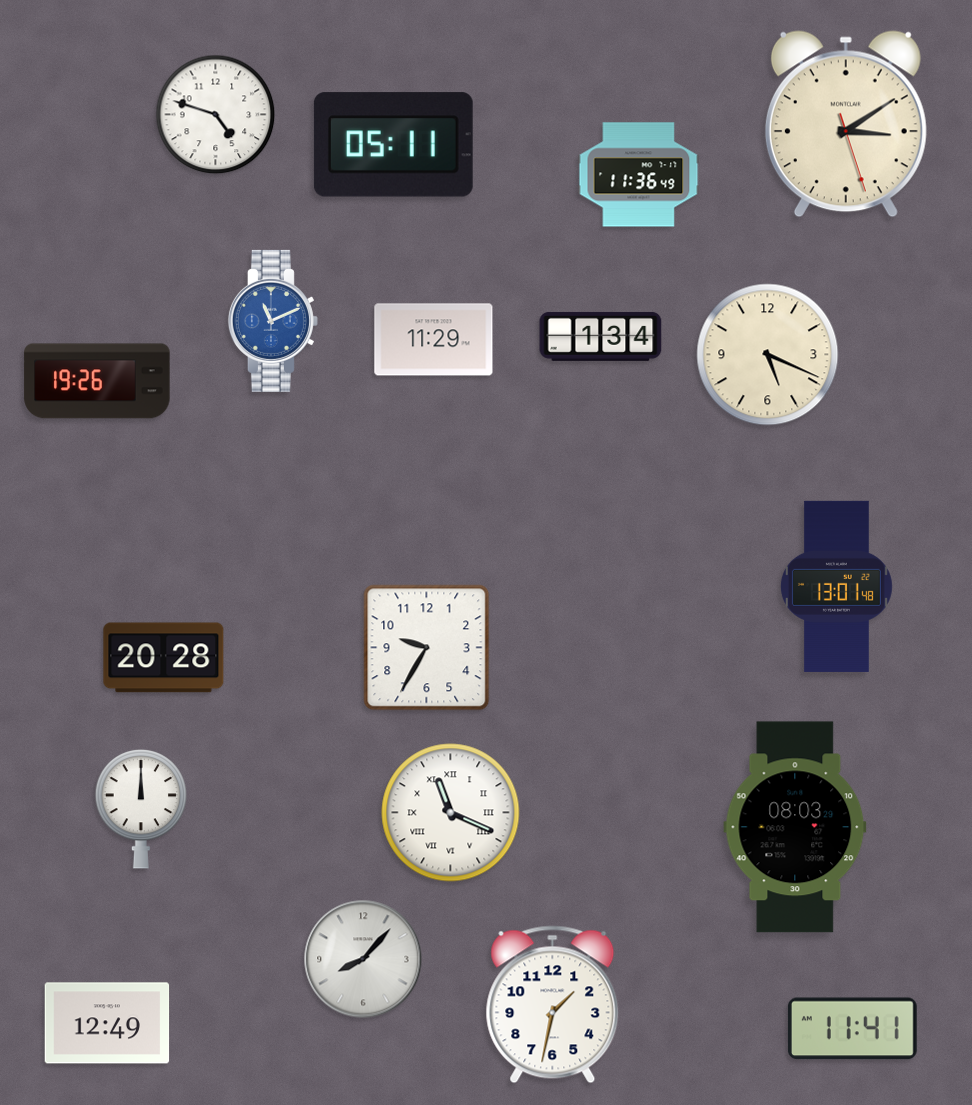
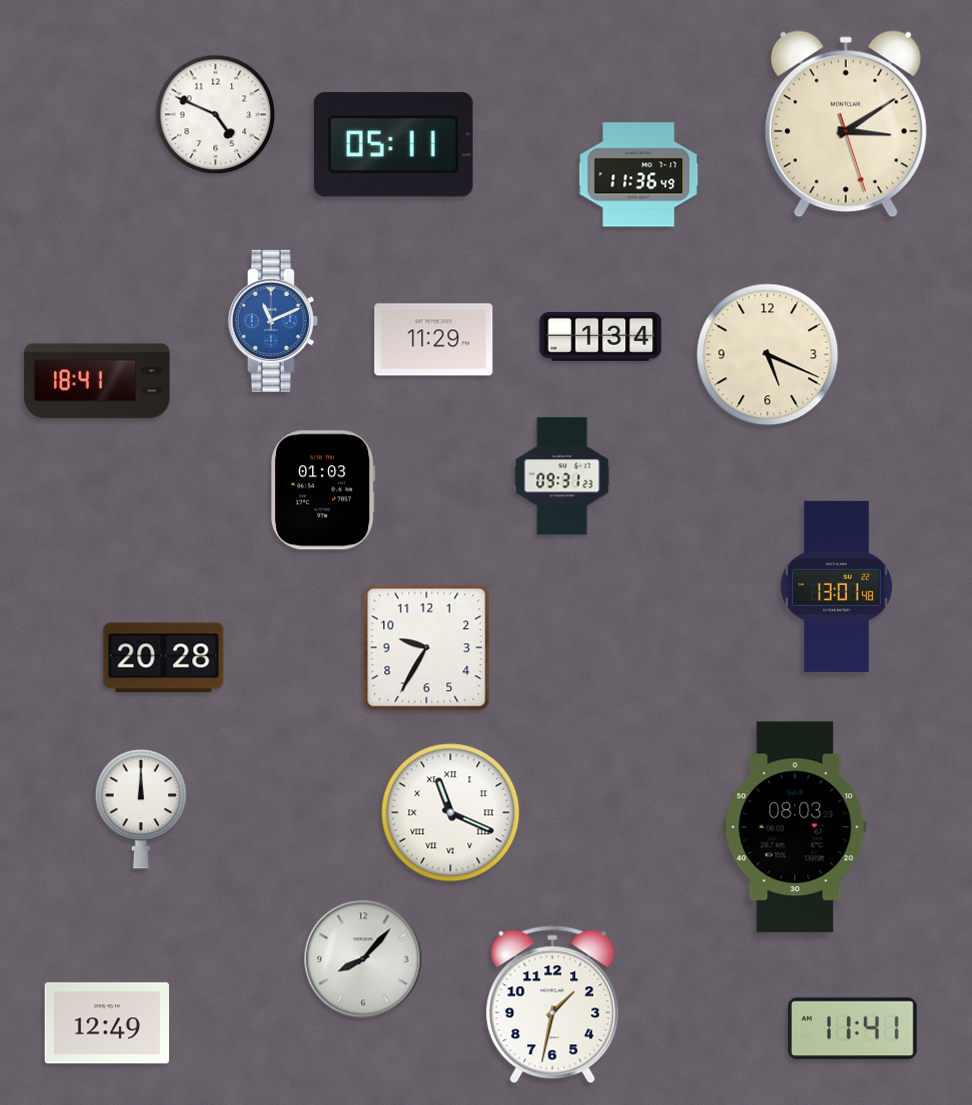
clock at (216, 115): 4:48 -> 4:49
clock at (97, 381): 19:26 -> 18:41
clock at (562, 476): none -> 09:31
clock at (323, 490): none -> 01:03
